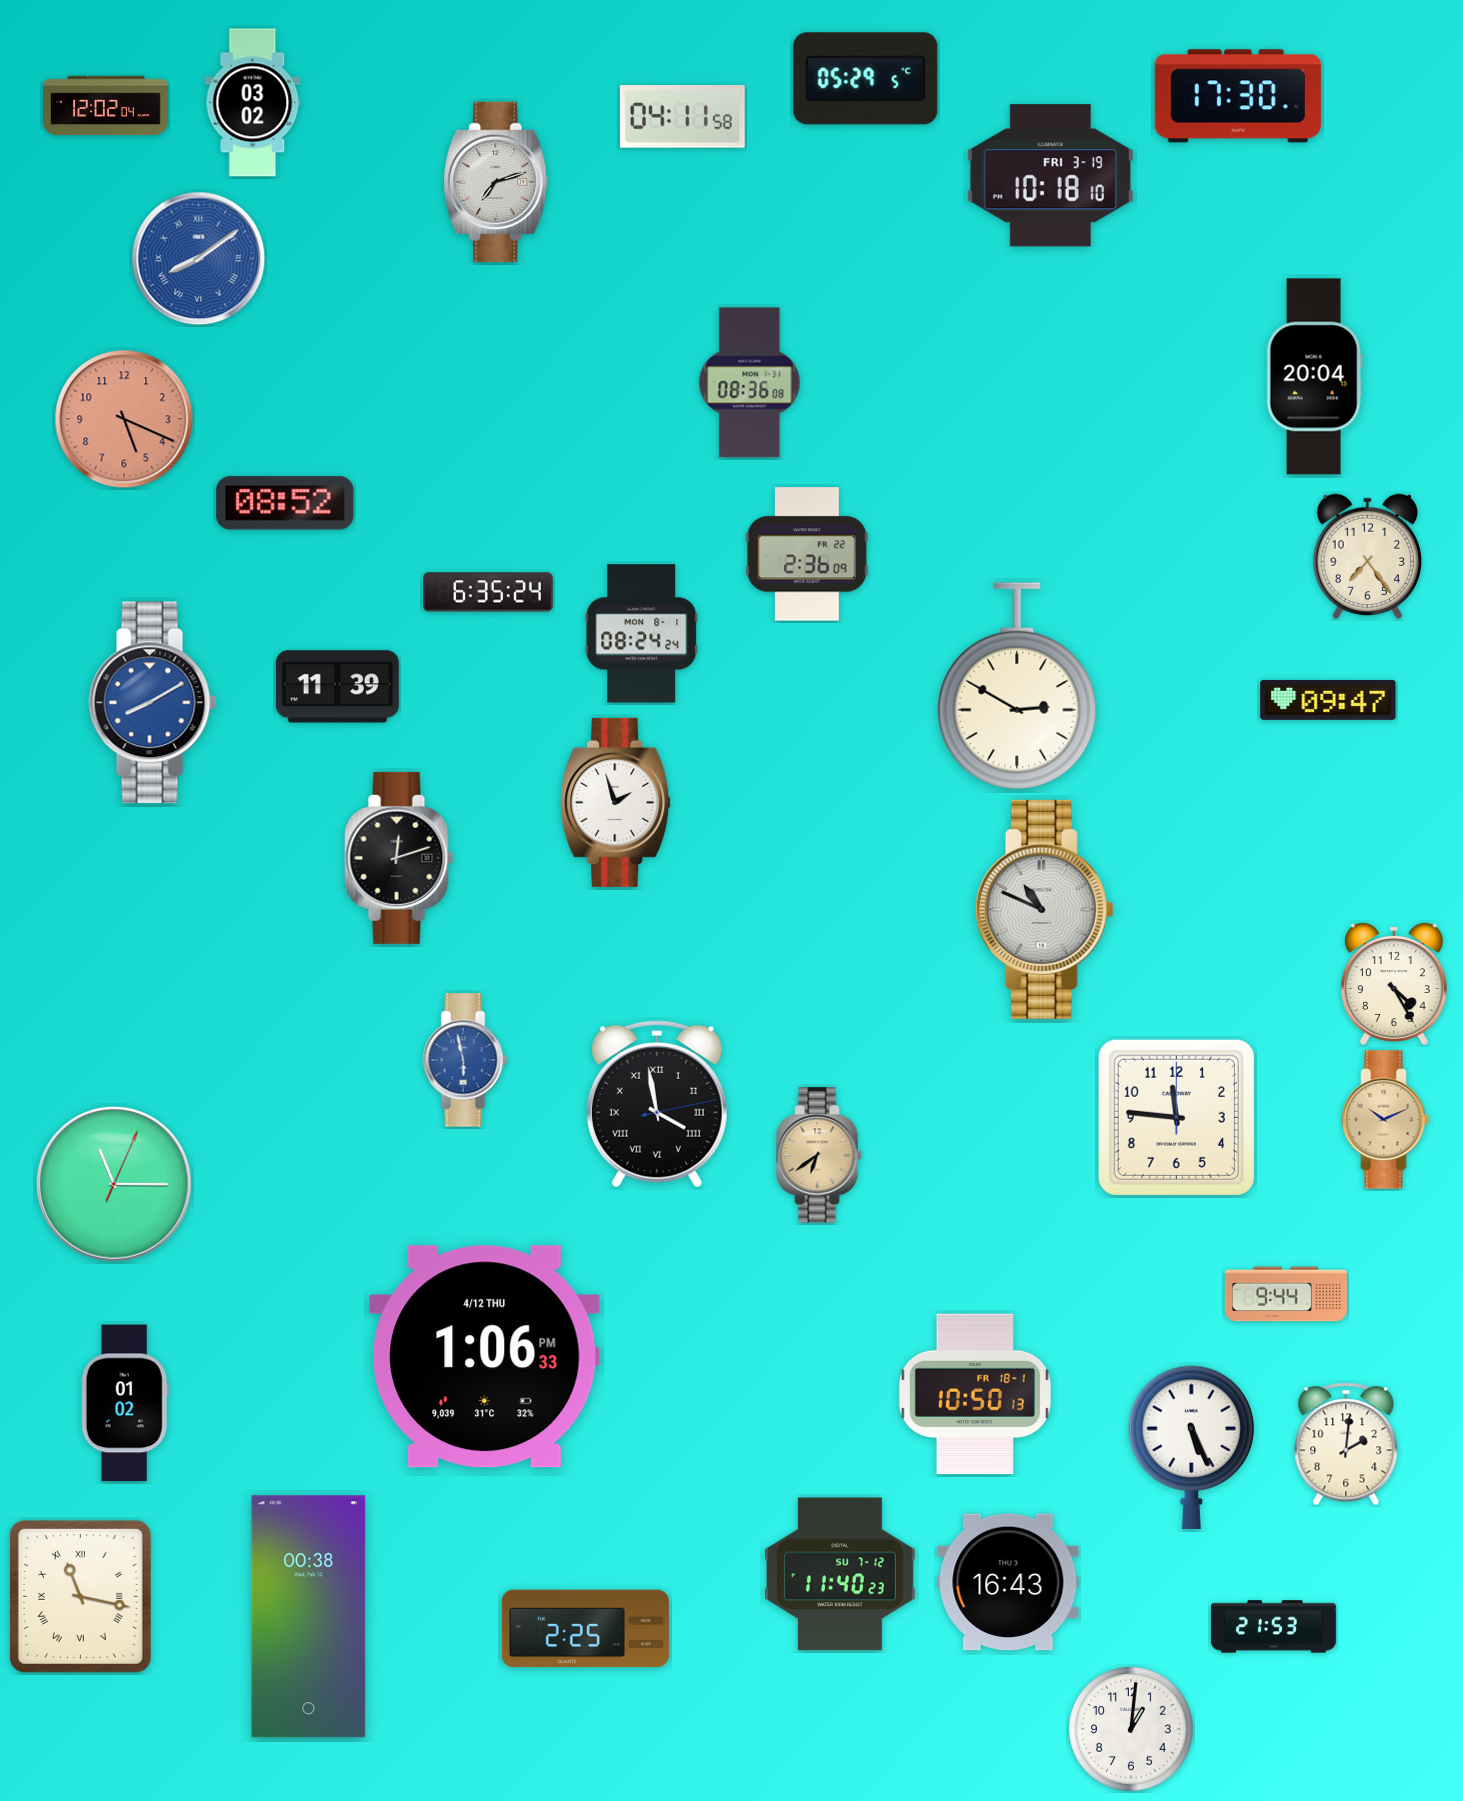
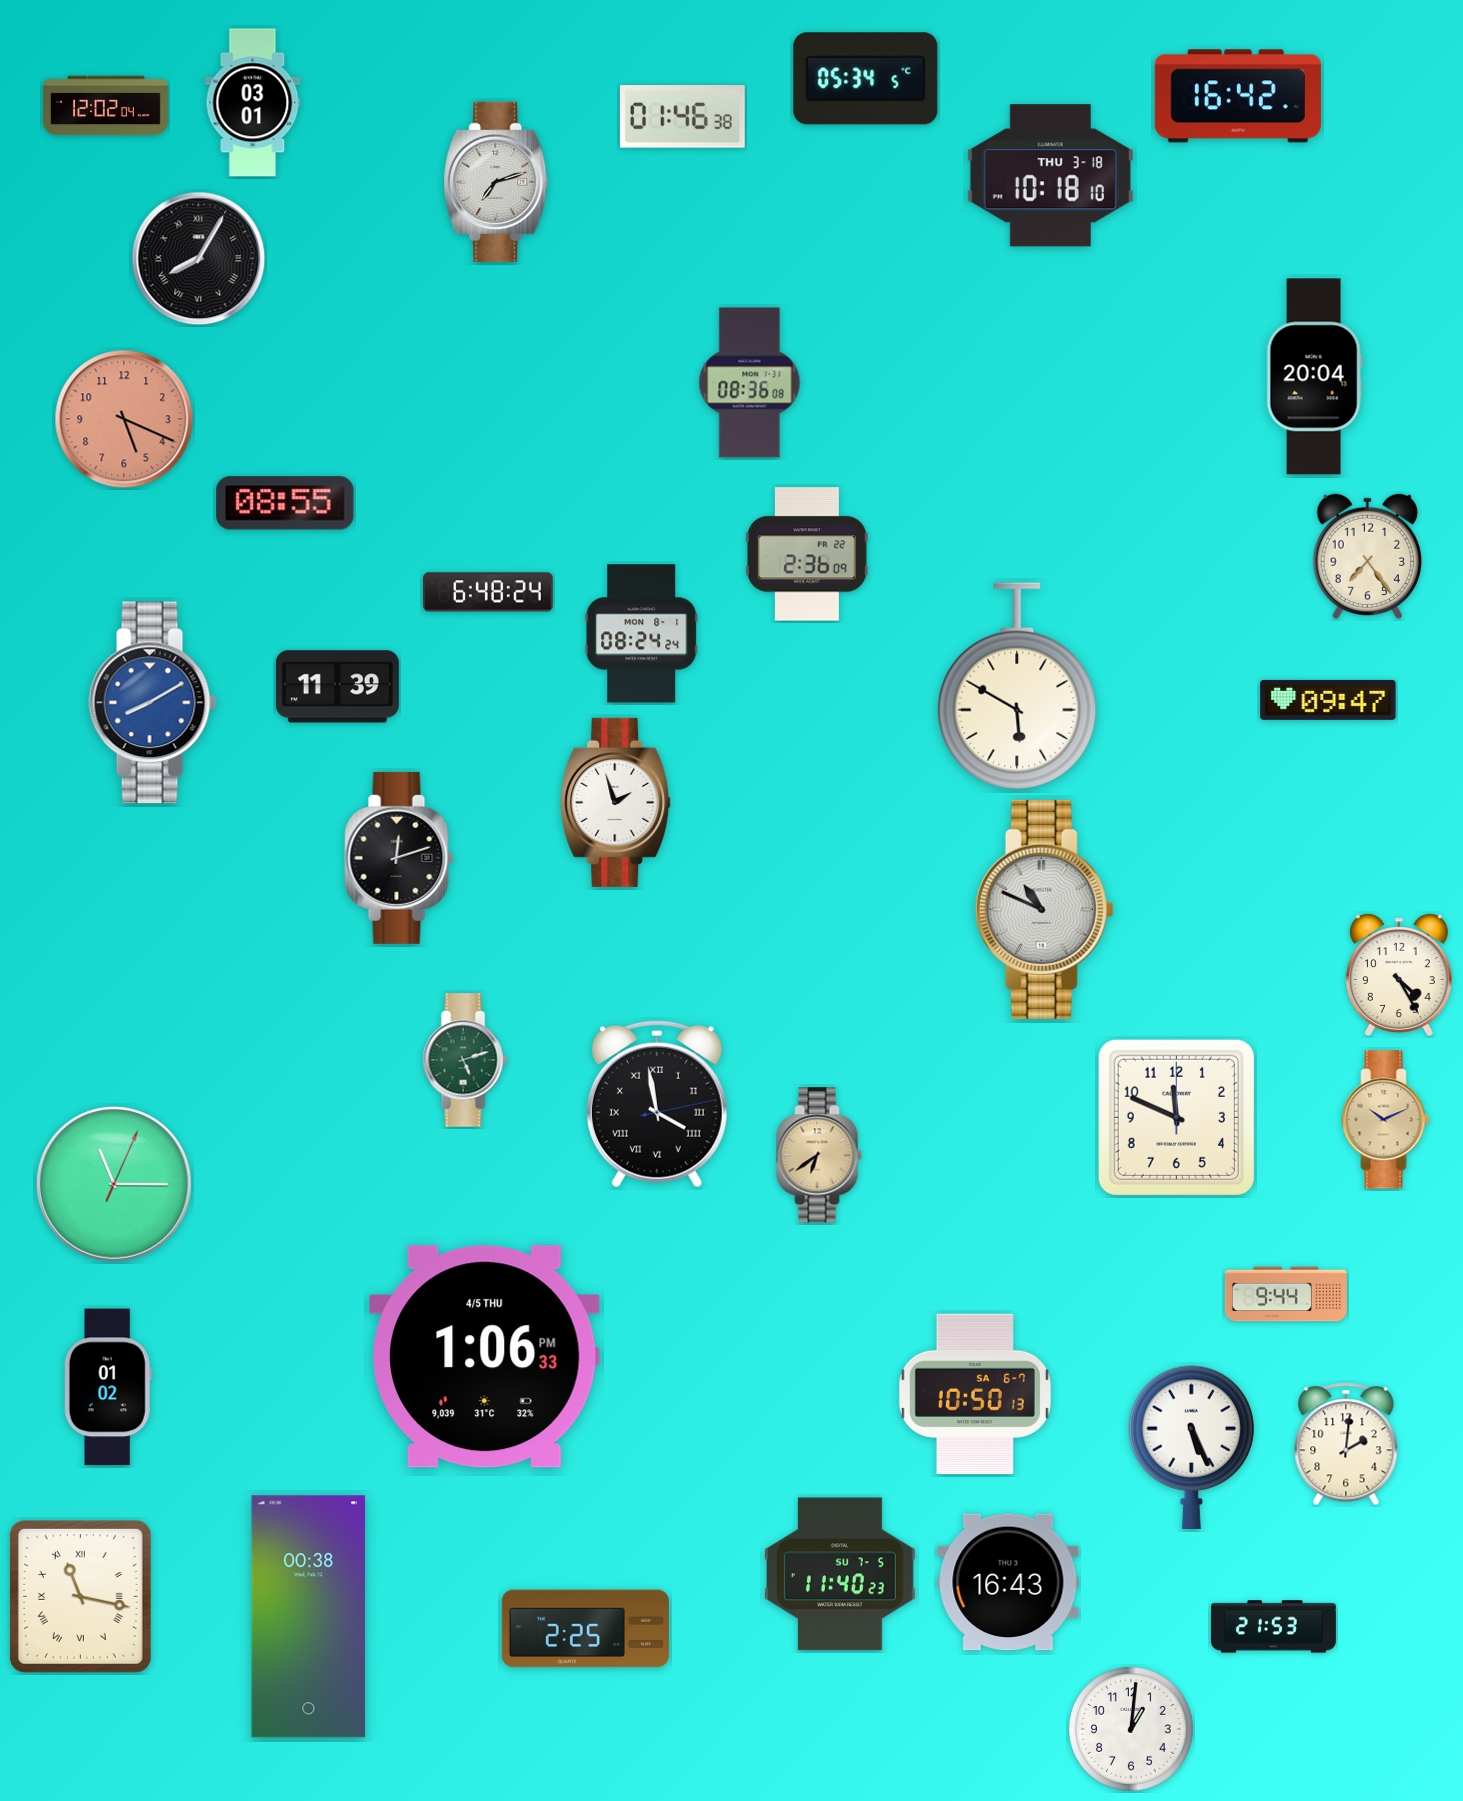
clock at (866, 79): 05:29 -> 05:34
clock at (1238, 96): 17:30 -> 16:42
clock at (253, 103): 03:02 -> 03:01
clock at (682, 117): 04:11 -> 01:46
clock at (1050, 176) date: FRI 3-19 -> THU 3-18
clock at (199, 259): 8:09 -> 8:05
clock at (199, 259) dial: blue -> black
clock at (285, 503): 08:52 -> 08:55
clock at (488, 592): 6:35 -> 6:48
clock at (1017, 686): 2:50 -> 5:50
clock at (1394, 984) position: (1394, 984) -> (1399, 975)
clock at (465, 1060): 5:58 -> 5:12
clock at (465, 1060) dial: blue -> green
clock at (1176, 1117): 11:46 -> 11:49
clock at (484, 1357) date: 4/12 THU -> 4/5 THU
clock at (975, 1394) date: FR 18-1 -> SA 6-7
clock at (125, 1403) position: (125, 1403) -> (108, 1387)
clock at (841, 1574) date: SU 7-12 -> SU 7-5
